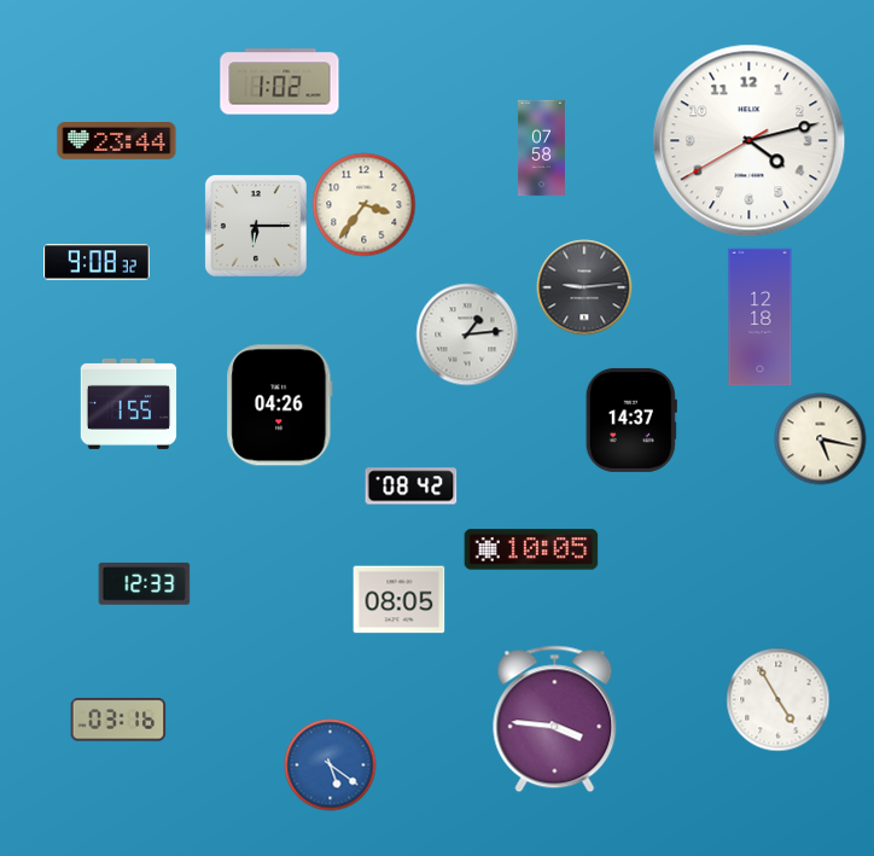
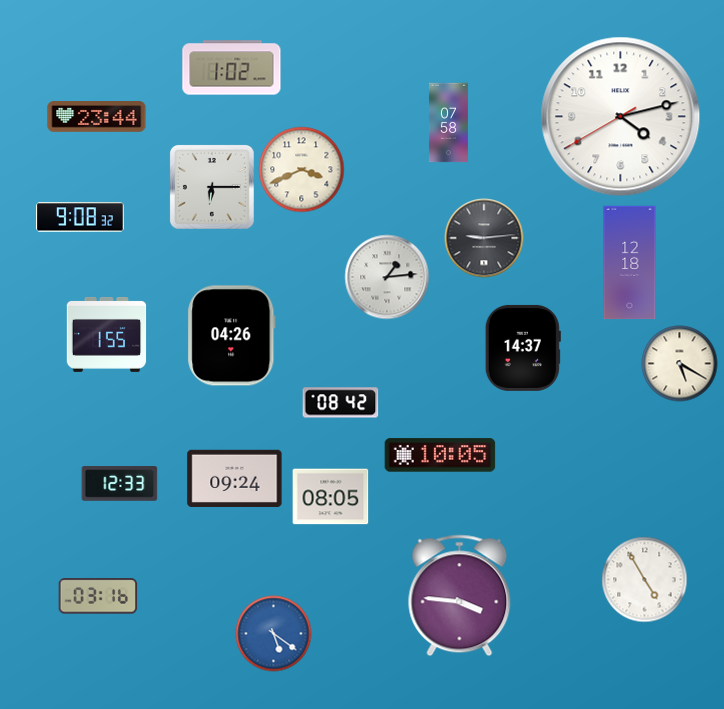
clock at (365, 205): 3:36 -> 3:41
clock at (821, 439): 5:17 -> 5:20
clock at (235, 478): none -> 09:24
